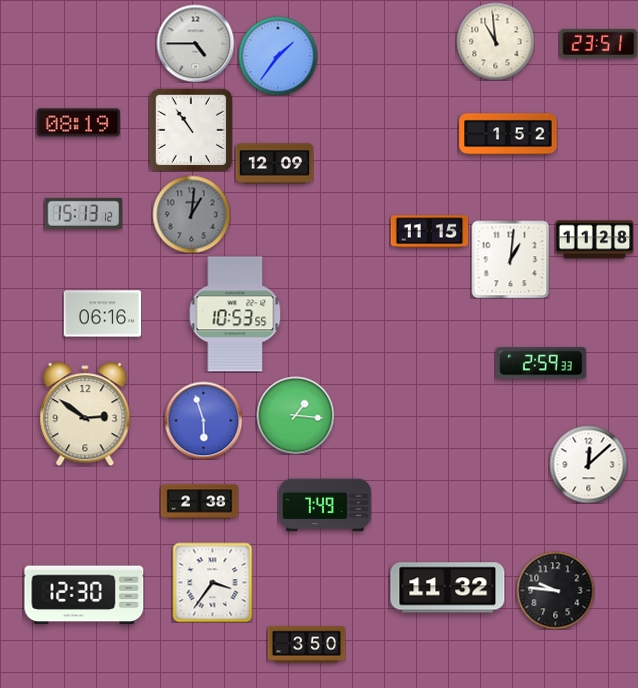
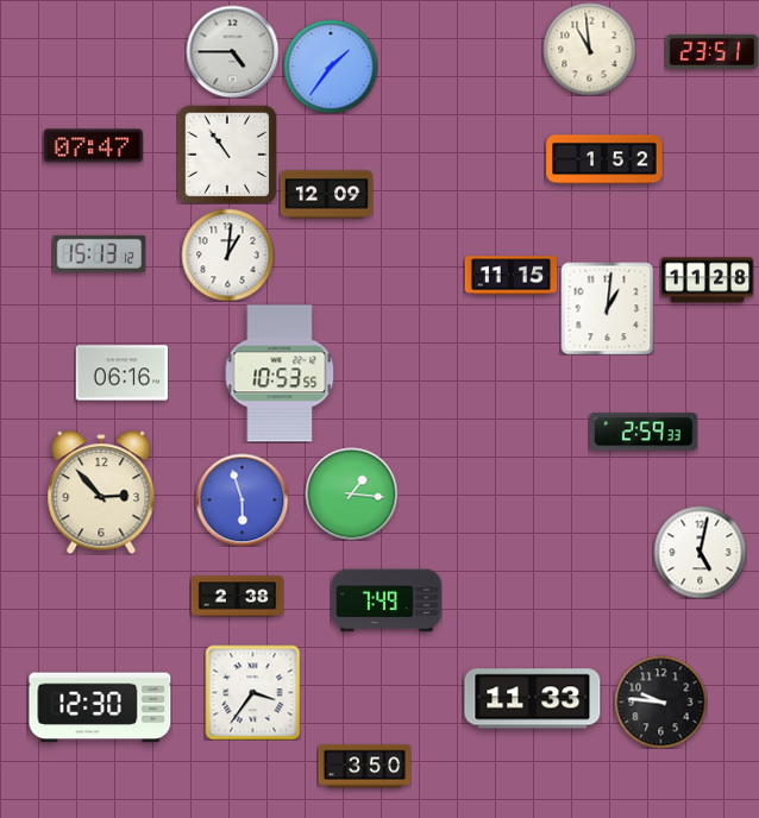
clock at (78, 123): 08:19 -> 07:47
clock at (191, 214) dial: grey -> white
clock at (594, 240) position: (594, 240) -> (707, 281)
clock at (85, 414): 2:51 -> 2:53
clock at (588, 464): 12:08 -> 5:02
clock at (448, 588): 11:32 -> 11:33
